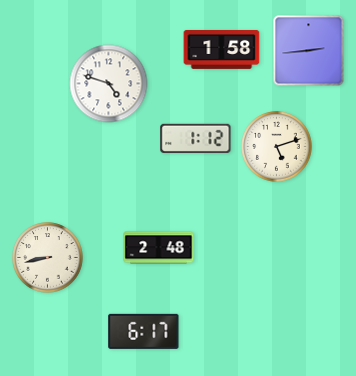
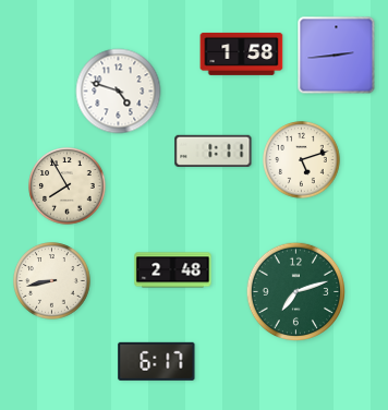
clock at (196, 138): 1:12 -> 1:11
clock at (68, 186): none -> 7:55
clock at (296, 292): none -> 7:12
